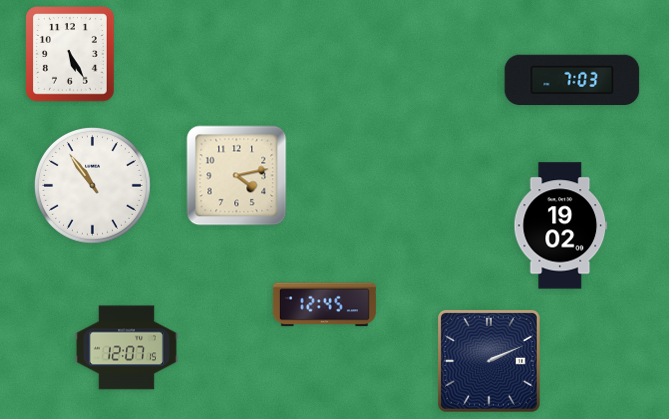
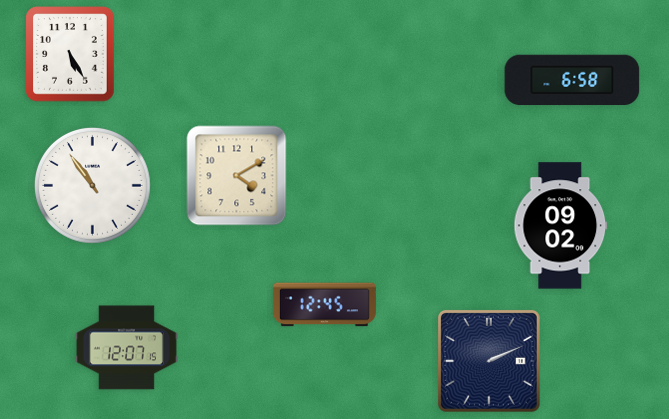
clock at (572, 80): 7:03 -> 6:58
clock at (237, 176): 4:13 -> 4:10
clock at (561, 226): 19:02 -> 09:02
